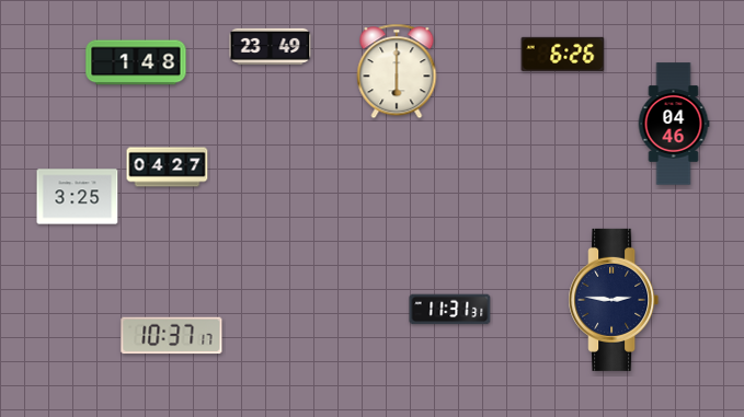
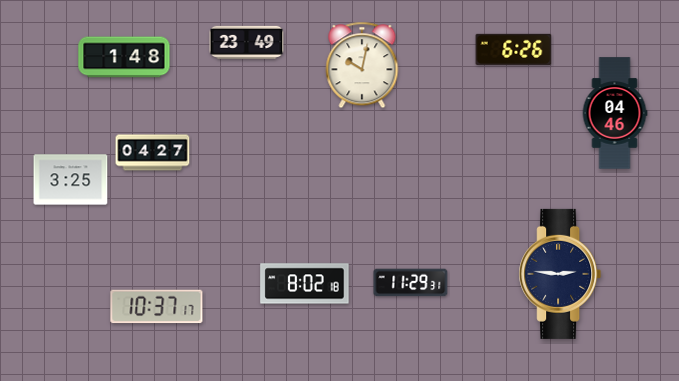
clock at (397, 71): 6:00 -> 10:02
clock at (450, 310): 11:31 -> 11:29
clock at (305, 284): none -> 8:02
